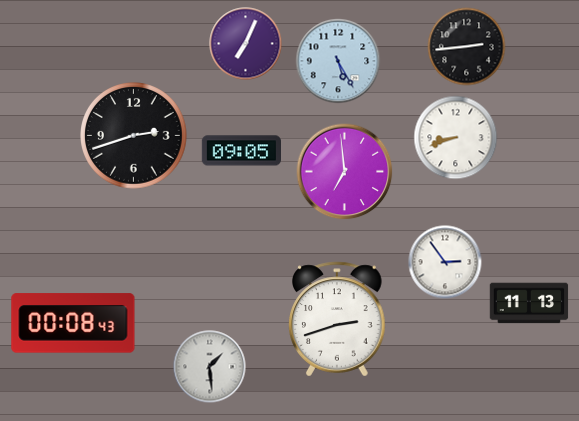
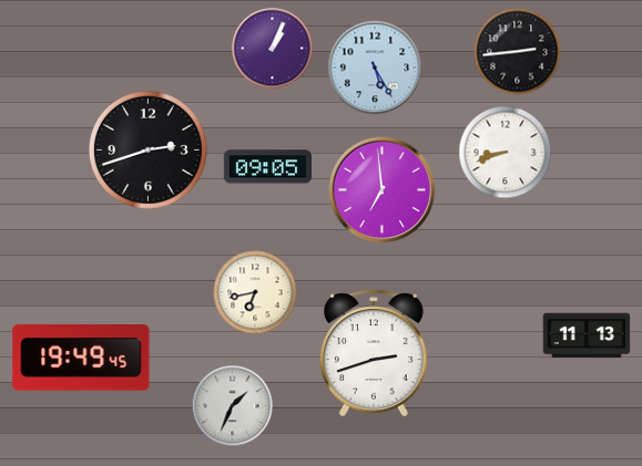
clock at (246, 44): 7:04 -> 1:04
clock at (445, 262): 2:54 -> none
clock at (255, 292): none -> 6:43
clock at (73, 323): 00:08 -> 19:49
clock at (210, 367): 1:29 -> 1:34
